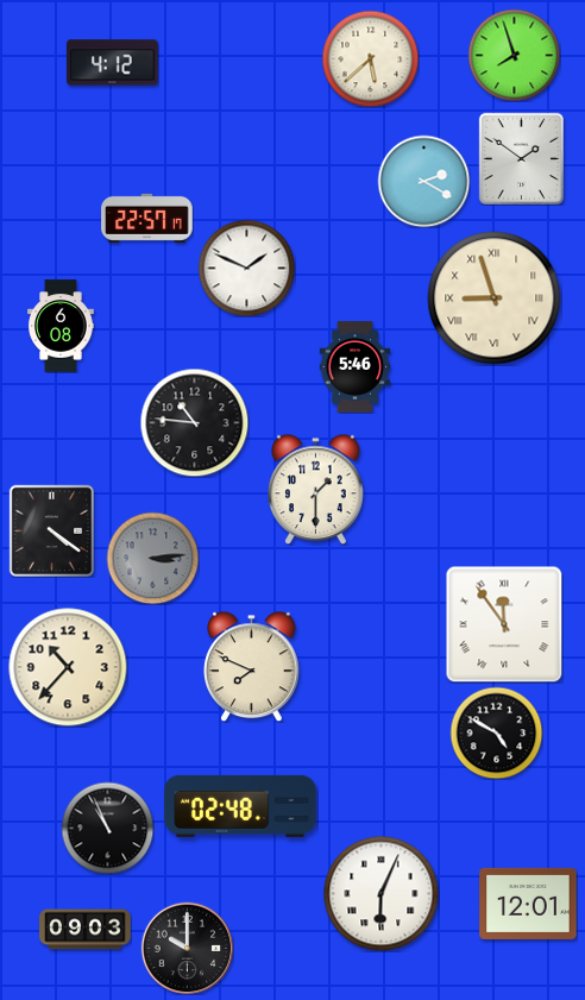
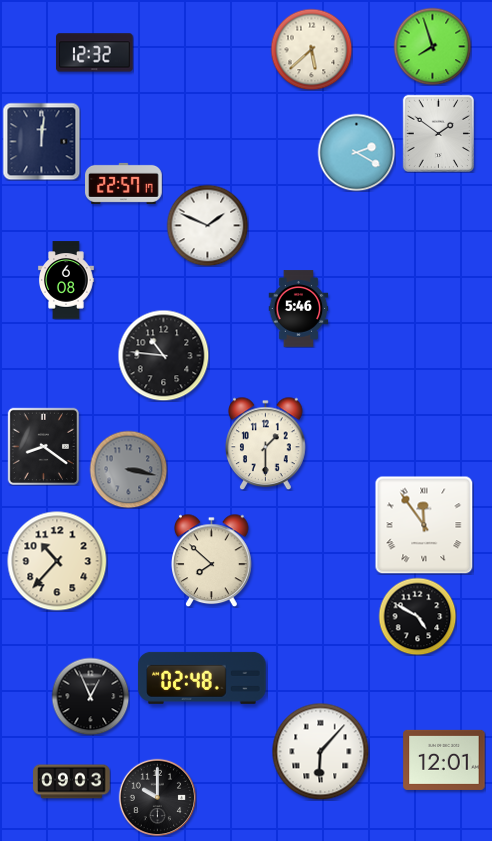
clock at (113, 63): 4:12 -> 12:32
clock at (41, 141): none -> 12:01
clock at (495, 298): 8:57 -> none
clock at (61, 326) position: (61, 326) -> (66, 280)
clock at (316, 489) position: (316, 489) -> (266, 443)
clock at (51, 530): 4:21 -> 8:21
clock at (152, 558): 3:14 -> 3:17
clock at (252, 666): 7:49 -> 7:52
clock at (107, 828): 10:56 -> 12:56
clock at (380, 893): 6:04 -> 6:07
